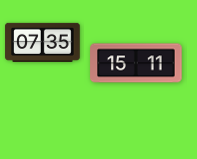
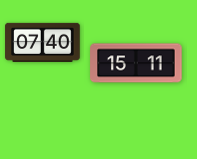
clock at (43, 42): 07:35 -> 07:40
